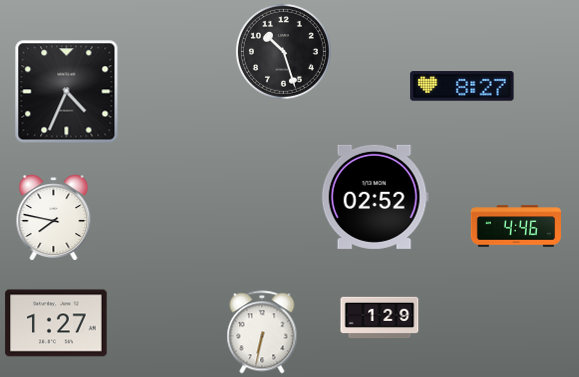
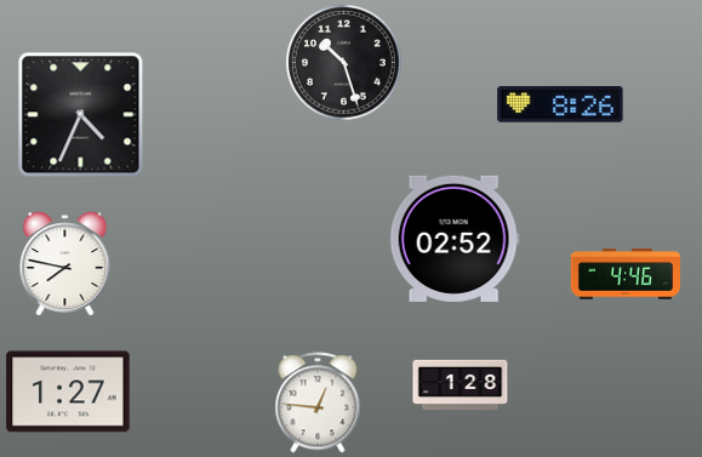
clock at (462, 86): 8:27 -> 8:26
clock at (67, 92) position: (67, 92) -> (81, 115)
clock at (380, 318): 1:29 -> 1:28
clock at (262, 332): 6:32 -> 12:46
